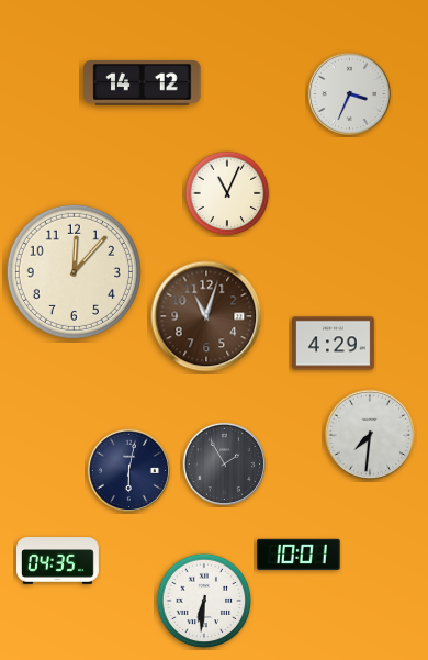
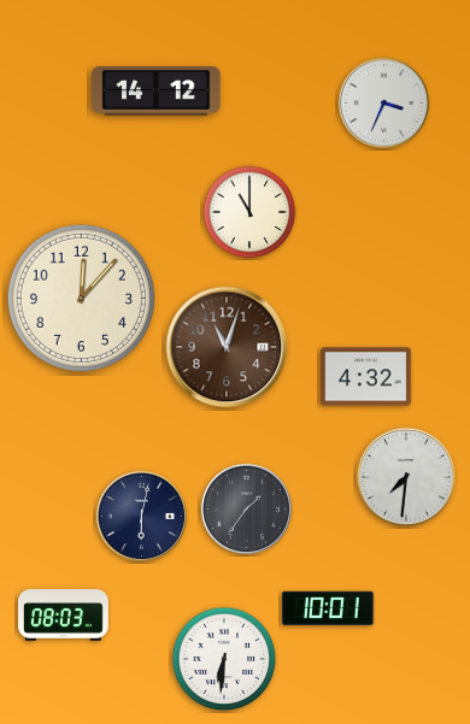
clock at (227, 193): 11:04 -> 11:00
clock at (334, 344): 4:29 -> 4:32
clock at (224, 463): 1:55 -> 1:36
clock at (58, 561): 04:35 -> 08:03
